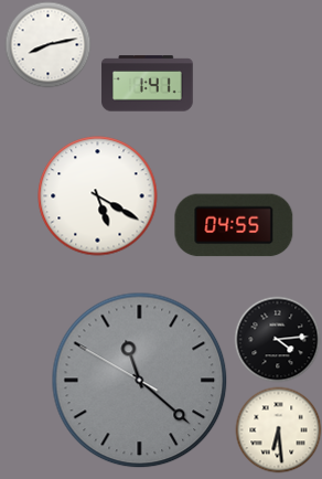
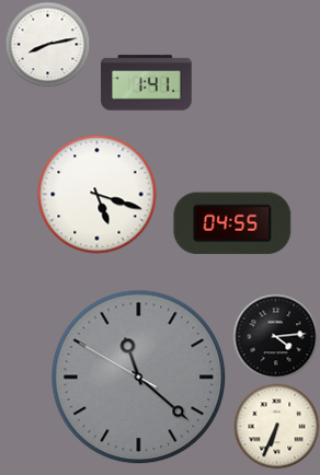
clock at (98, 196): 5:20 -> 5:18
clock at (278, 429): 6:29 -> 6:34
